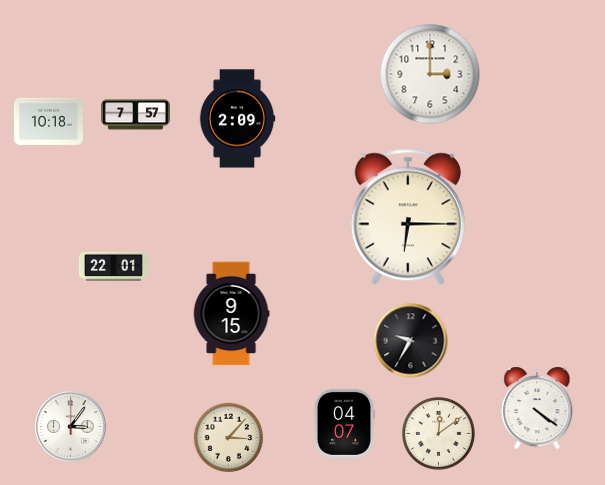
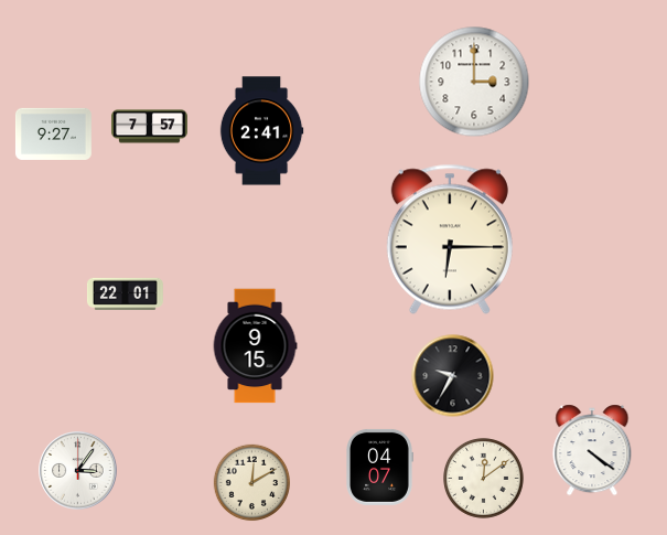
clock at (237, 119): 2:09 -> 2:41
clock at (48, 121): 10:18 -> 9:27
clock at (229, 438): 3:07 -> 12:10
